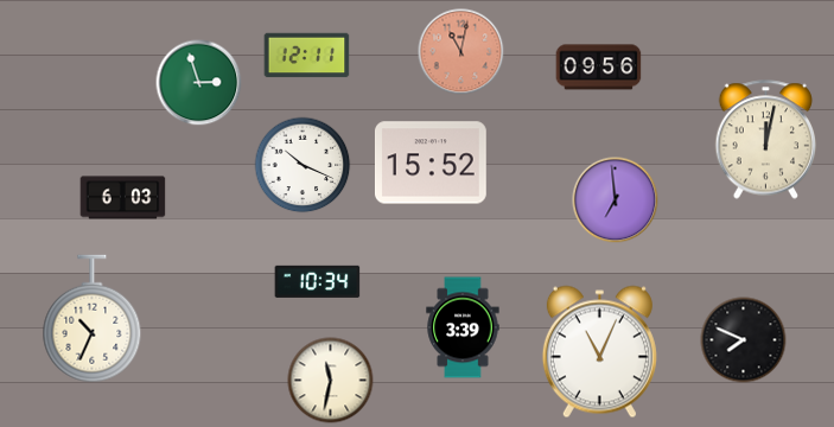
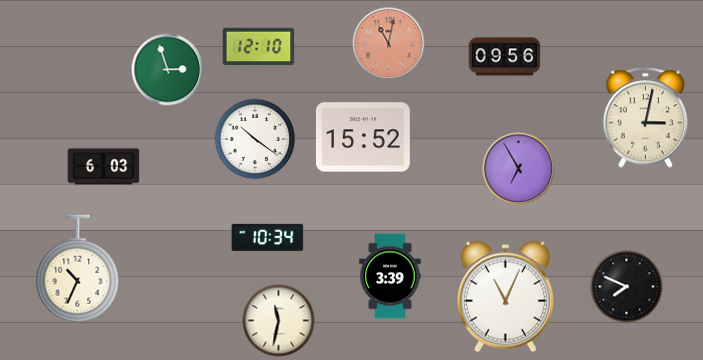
clock at (307, 56): 12:11 -> 12:10
clock at (766, 140): 12:02 -> 3:02
clock at (303, 165): 10:19 -> 10:21
clock at (616, 200): 6:59 -> 6:55
